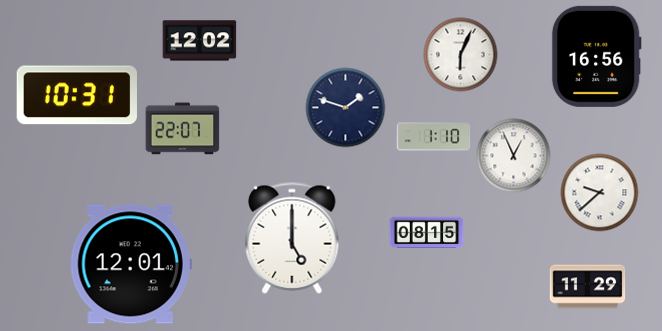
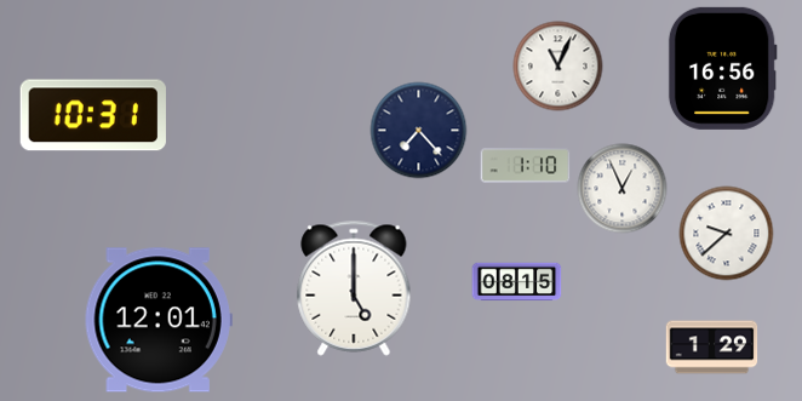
clock at (200, 41): 12:02 -> none
clock at (461, 55): 6:04 -> 11:04
clock at (346, 108): 1:48 -> 7:23
clock at (183, 129): 22:07 -> none
clock at (588, 287): 11:29 -> 1:29
